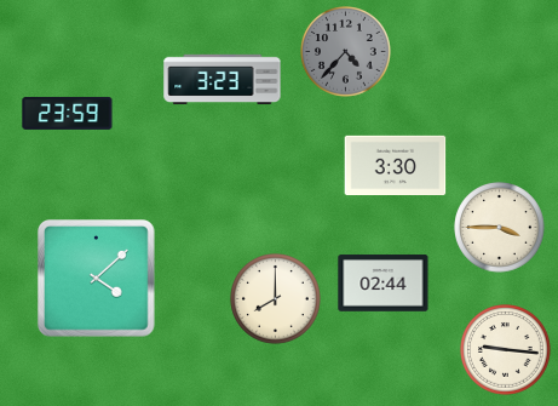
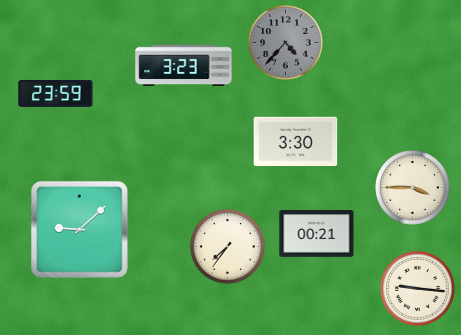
clock at (396, 166) position: (396, 166) -> (296, 142)
clock at (97, 279): 4:08 -> 9:08
clock at (384, 284): 02:44 -> 00:21
clock at (276, 299): 8:00 -> 7:36
